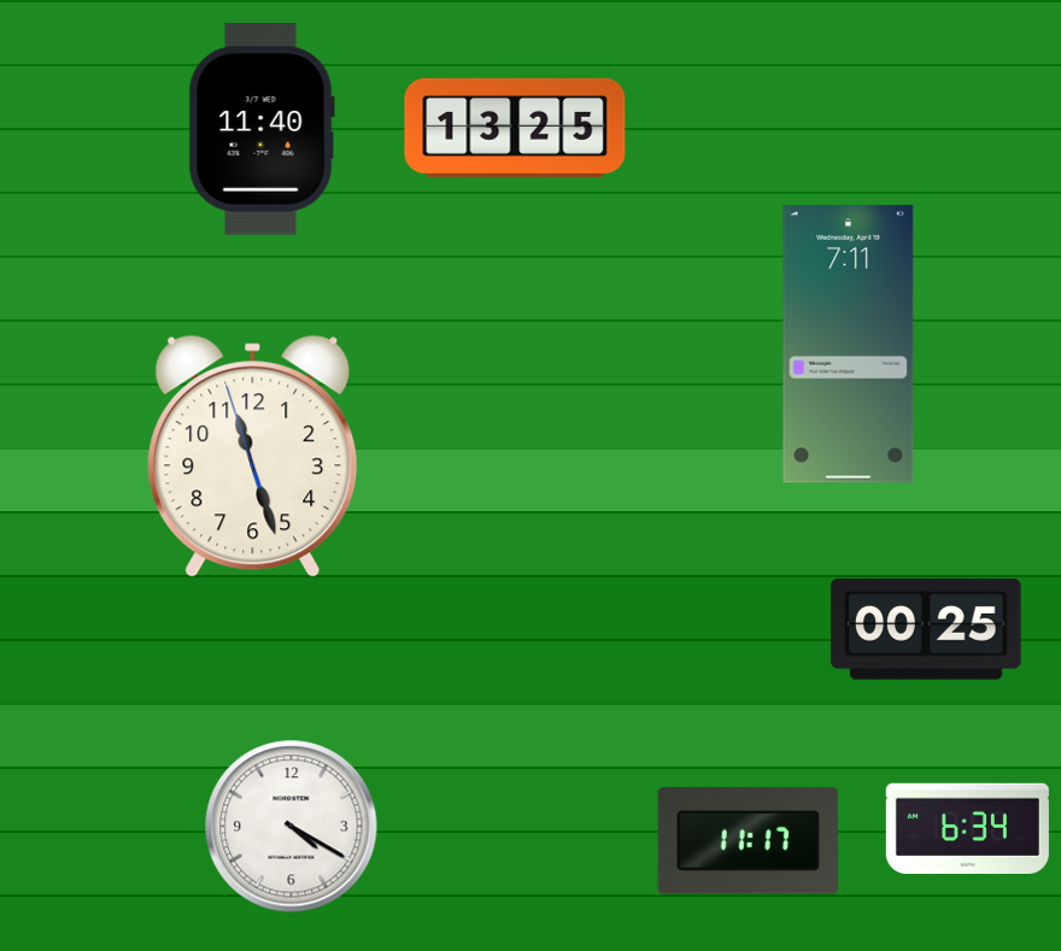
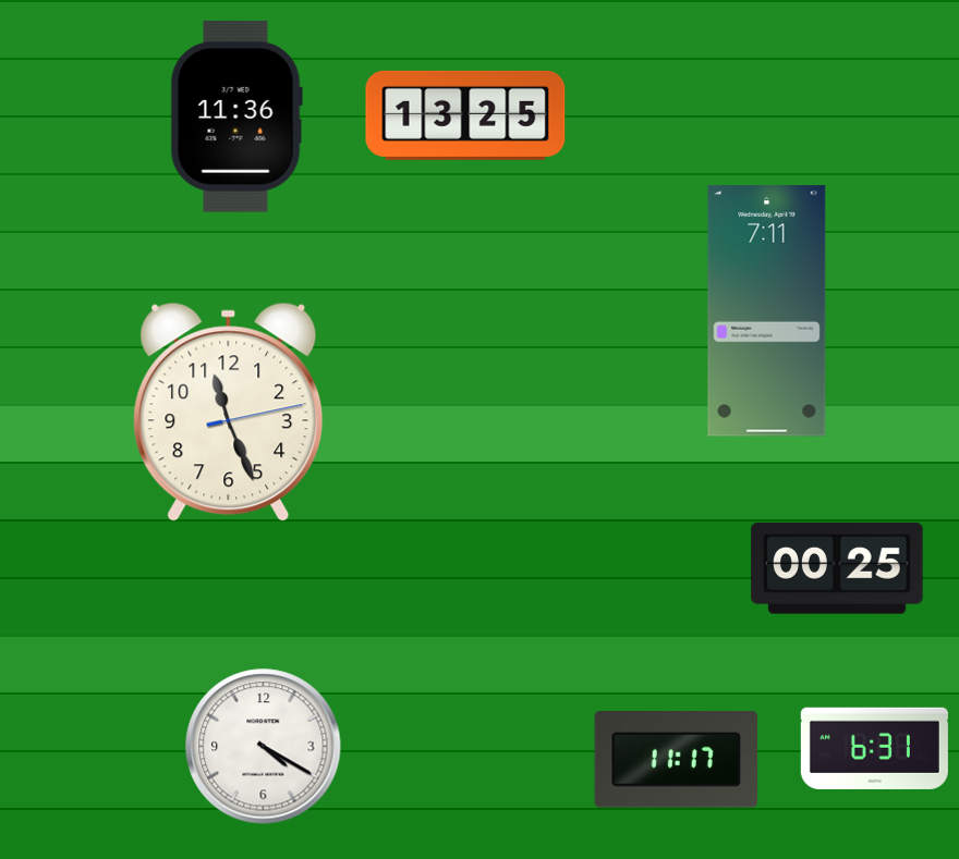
clock at (262, 129): 11:40 -> 11:36
clock at (253, 456): 11:26:57 -> 11:26:13
clock at (967, 828): 6:34 -> 6:31
